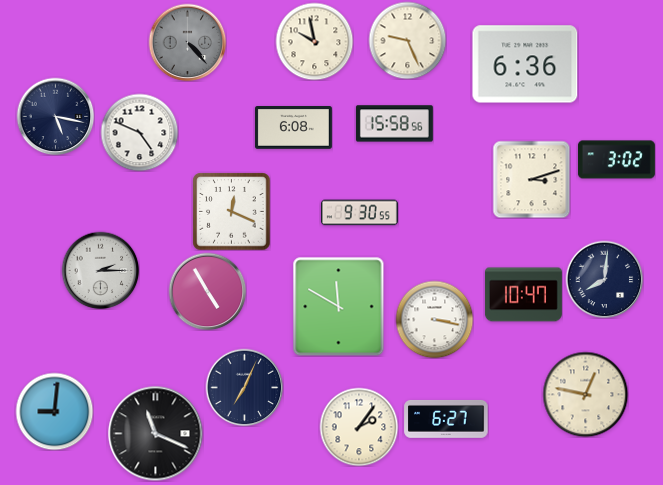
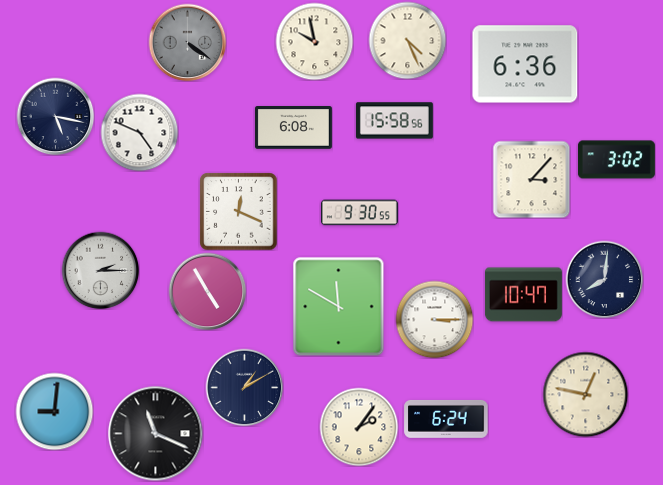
clock at (407, 40): 9:26 -> 4:26
clock at (187, 42): 4:23 -> 4:21
clock at (394, 124) position: (394, 124) -> (394, 121)
clock at (531, 179): 3:12 -> 3:07
clock at (231, 211) position: (231, 211) -> (238, 211)
clock at (434, 319): 3:17 -> 3:15
clock at (244, 387): 7:04 -> 1:10
clock at (446, 419): 6:27 -> 6:24
